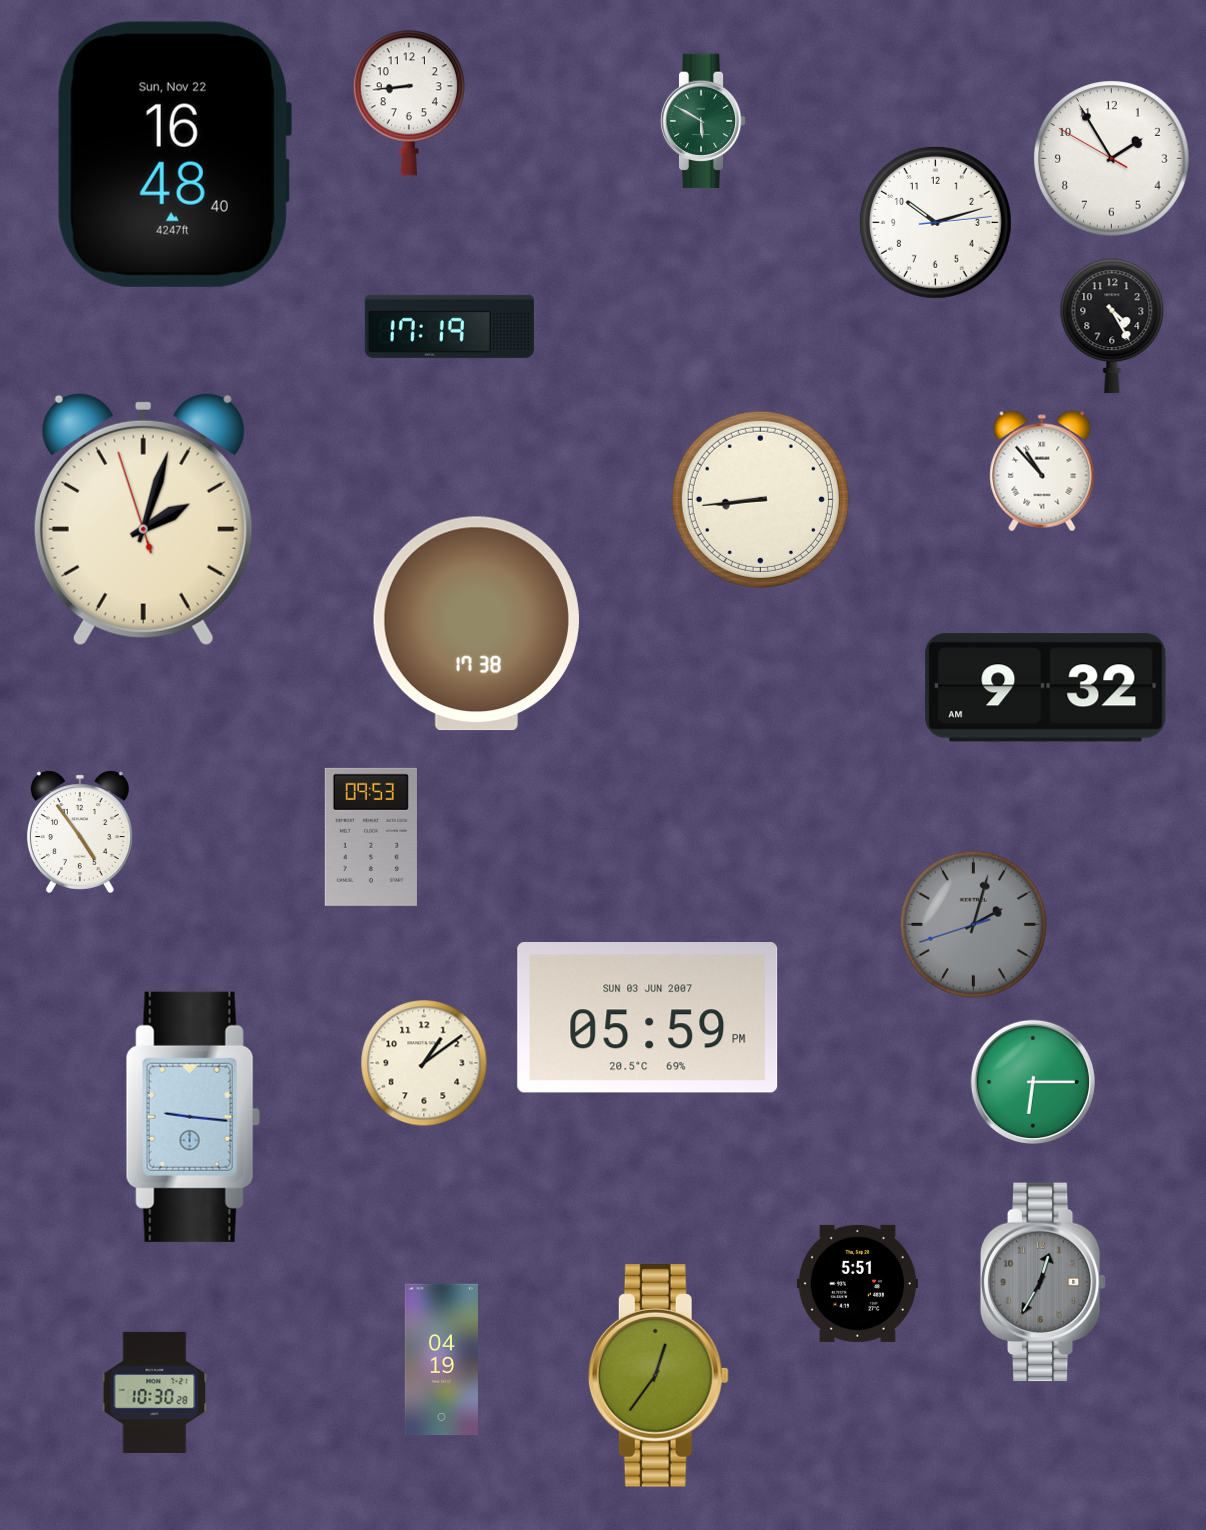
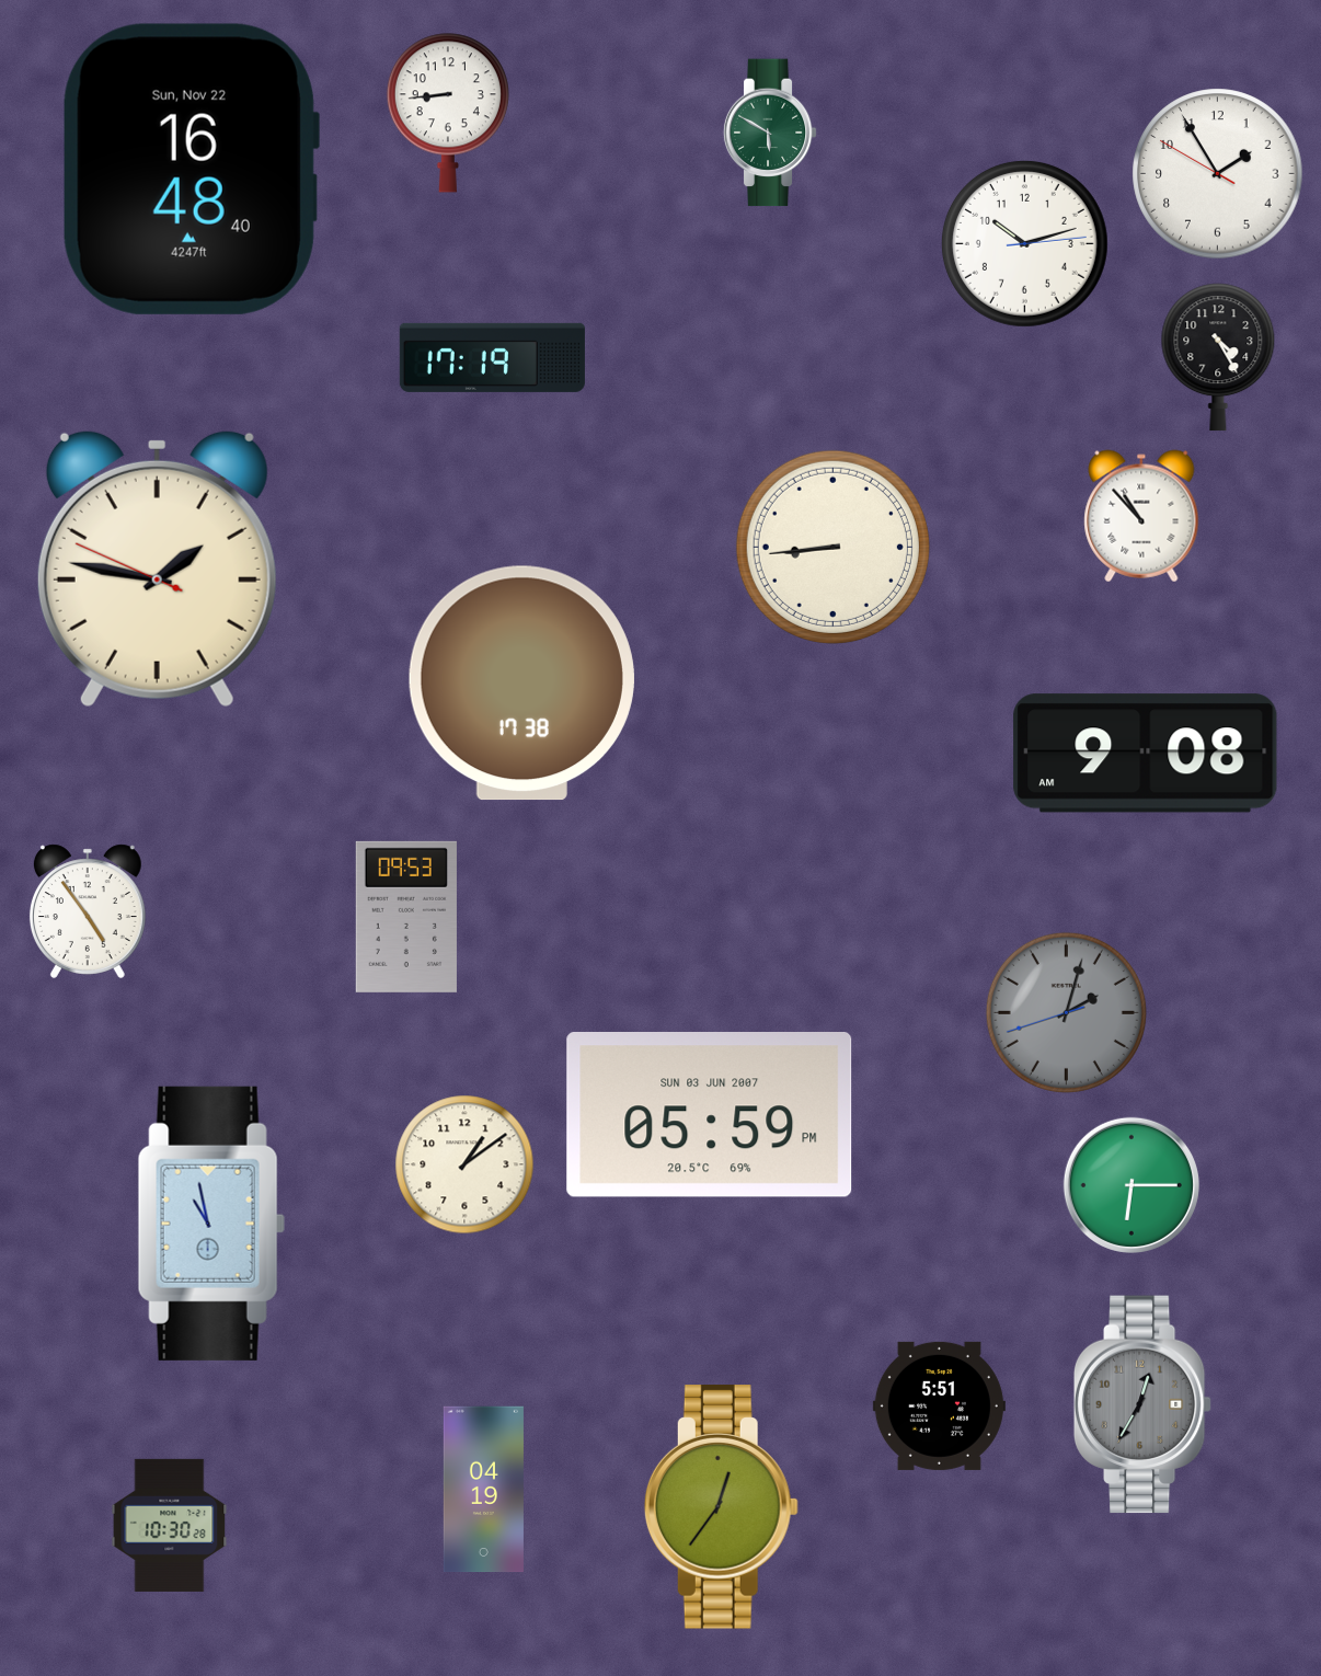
clock at (143, 519): 2:02 -> 1:46
clock at (1046, 688): 9:32 -> 9:08
clock at (193, 1117): 9:16 -> 10:58
